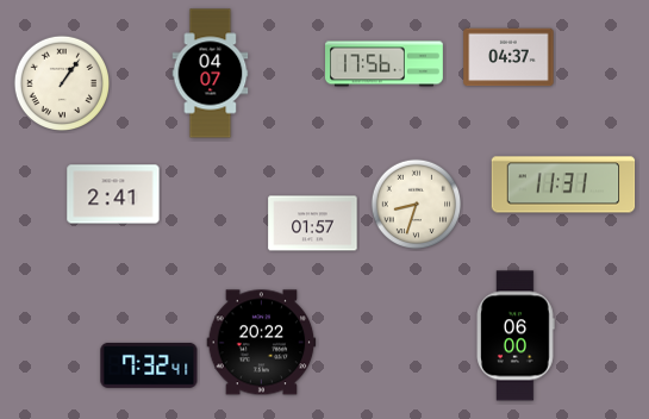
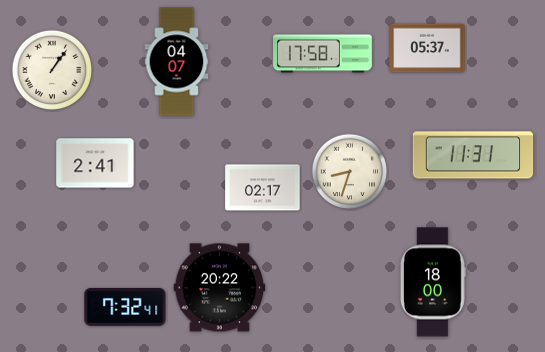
clock at (508, 57): 04:37 -> 05:37
clock at (385, 64): 17:56 -> 17:58
clock at (313, 224): 01:57 -> 02:17
clock at (516, 336): 06:00 -> 18:00
